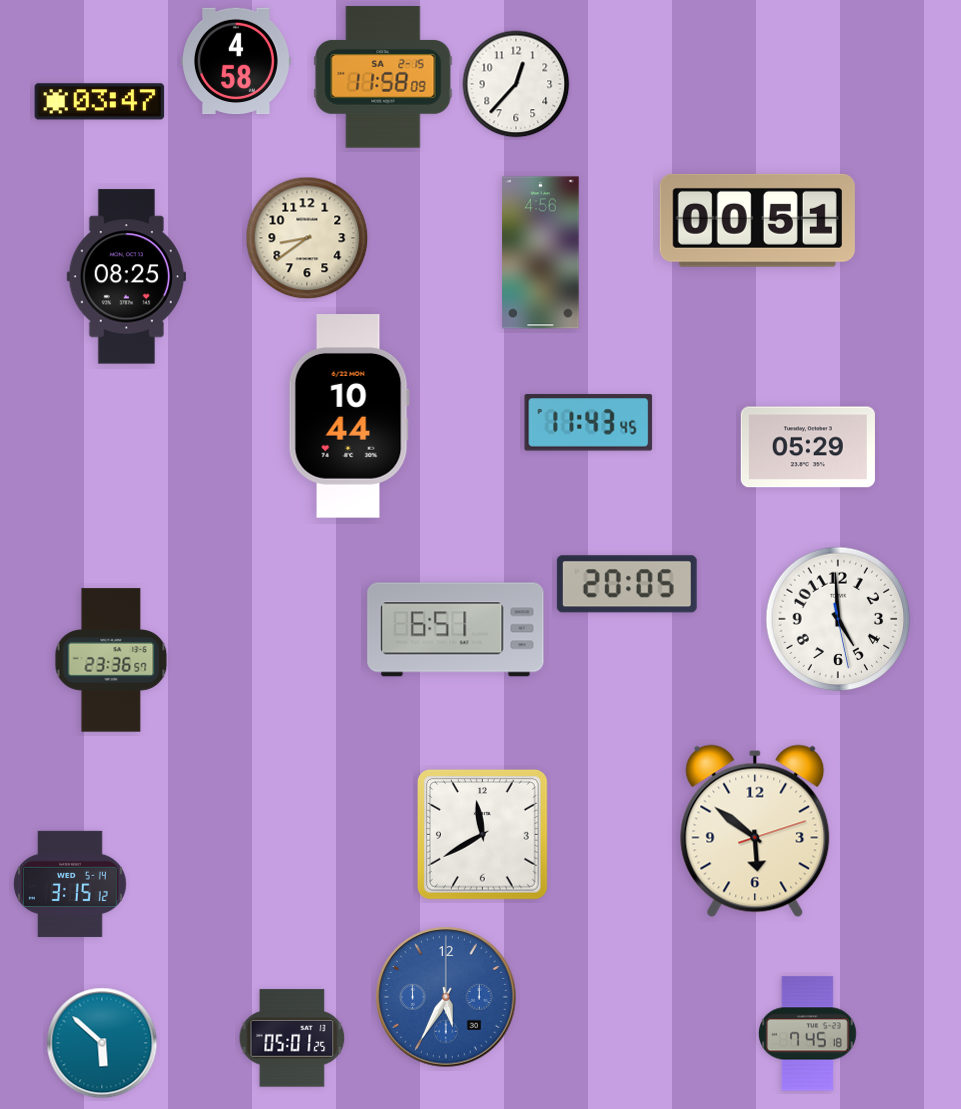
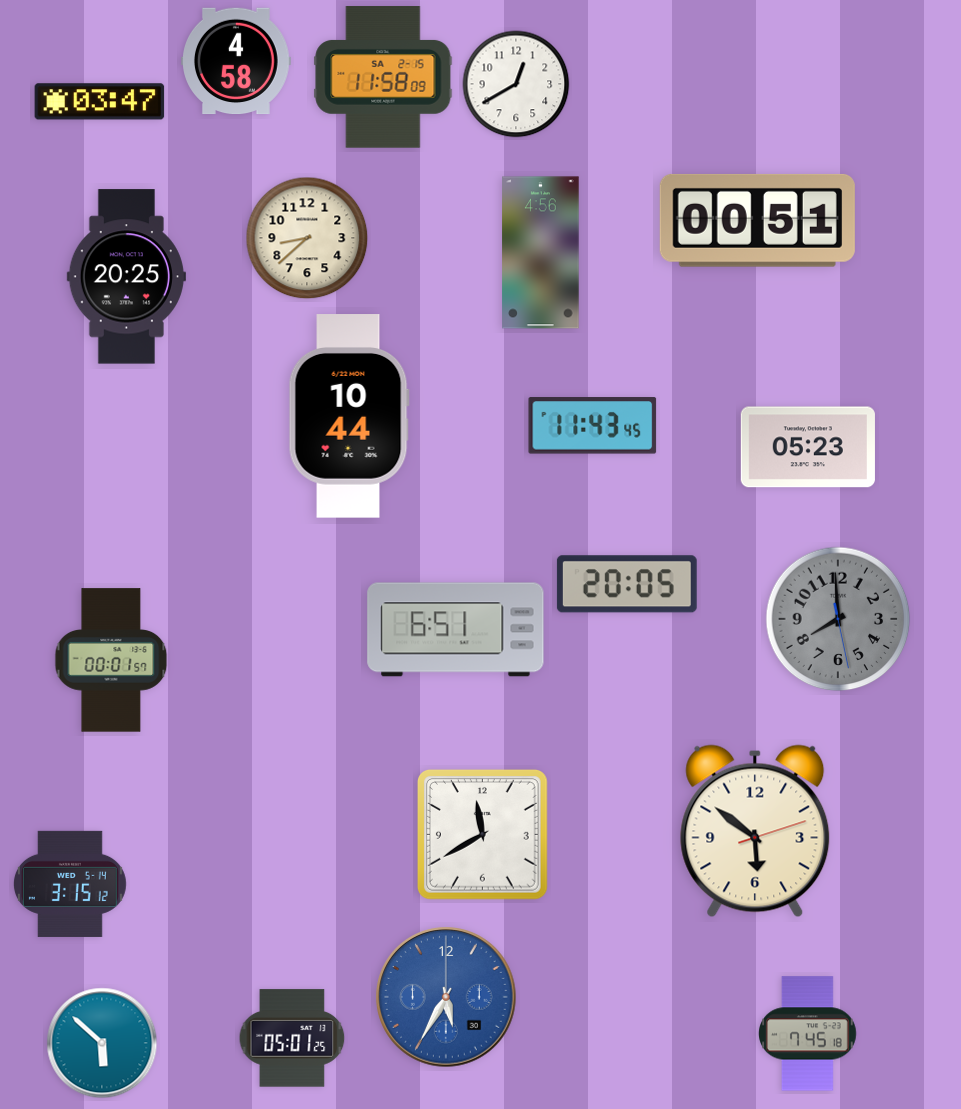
clock at (516, 84): 12:37 -> 12:40
clock at (307, 238): 8:39 -> 8:38
clock at (126, 277): 08:25 -> 20:25
clock at (589, 423) position: (589, 423) -> (593, 426)
clock at (808, 447): 05:29 -> 05:23
clock at (838, 619): 4:59 -> 7:59
clock at (838, 619) dial: white -> grey
clock at (111, 660): 23:36 -> 00:01
